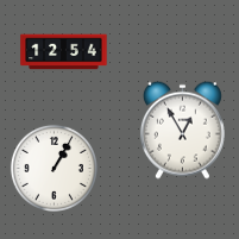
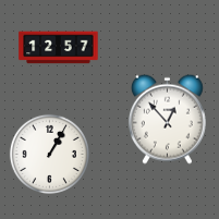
clock at (64, 52): 12:54 -> 12:57
clock at (182, 130): 12:55 -> 12:53
